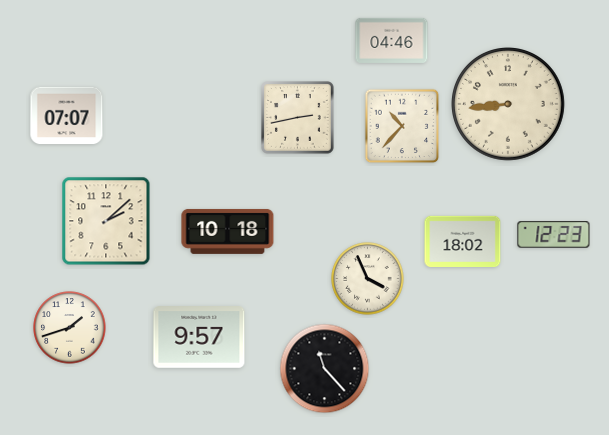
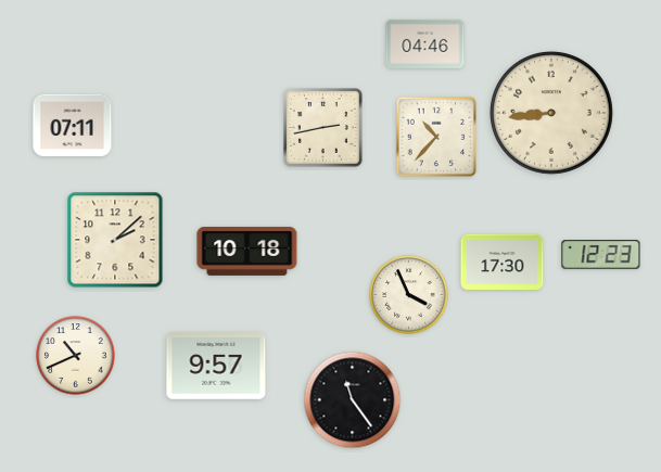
clock at (67, 116): 07:07 -> 07:11
clock at (463, 241): 18:02 -> 17:30
clock at (368, 279) position: (368, 279) -> (409, 295)
clock at (70, 328): 1:42 -> 10:41
clock at (325, 369): 11:23 -> 11:24
